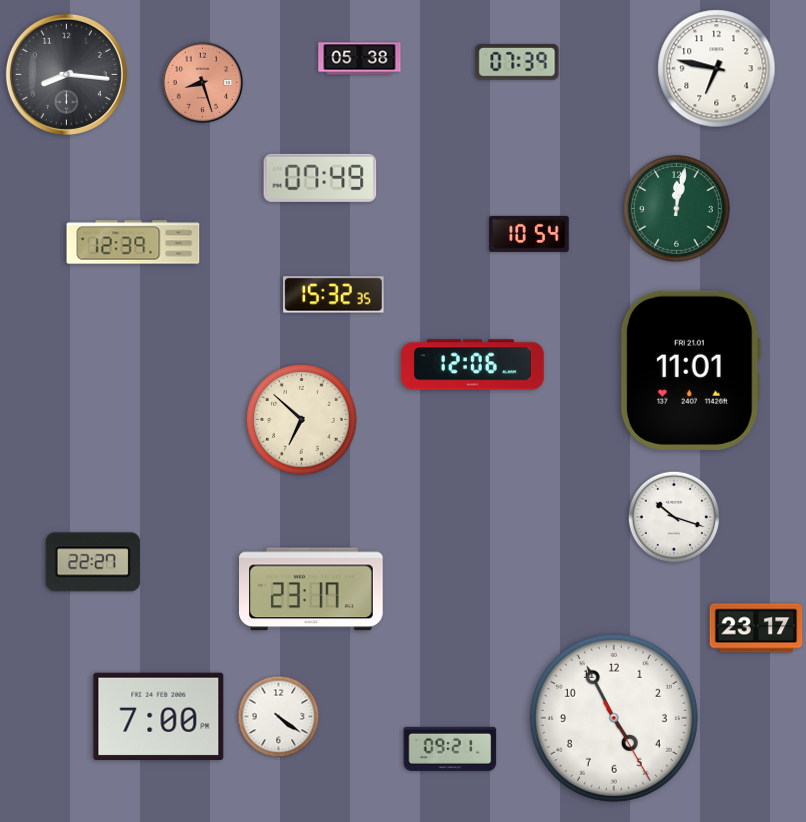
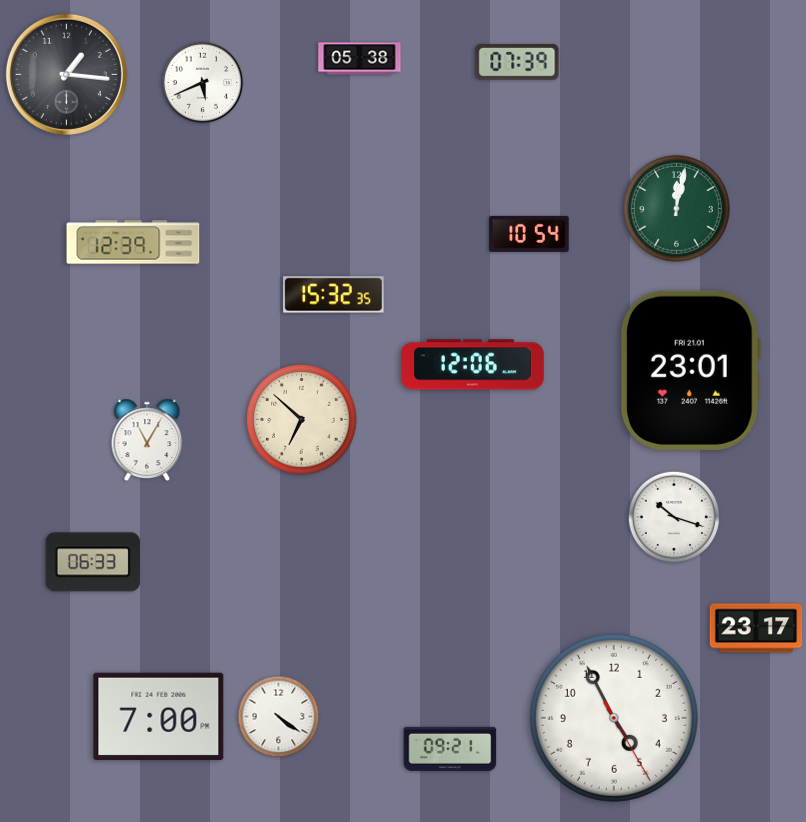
clock at (717, 69): 6:47 -> none
clock at (66, 74): 8:16 -> 1:16
clock at (203, 83): 8:27 -> 5:41
clock at (203, 83) dial: salmon -> white
clock at (320, 178): 07:49 -> none
clock at (690, 370): 11:01 -> 23:01
clock at (147, 440): none -> 11:05
clock at (93, 562): 22:27 -> 06:33
clock at (312, 589): 23:17 -> none
